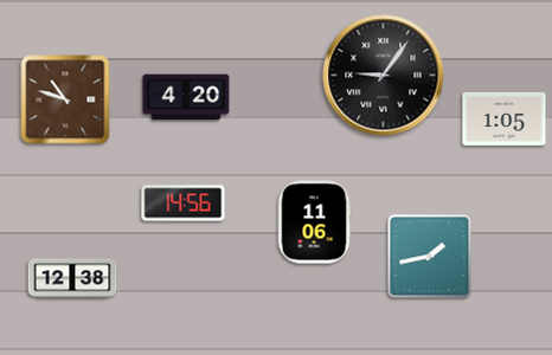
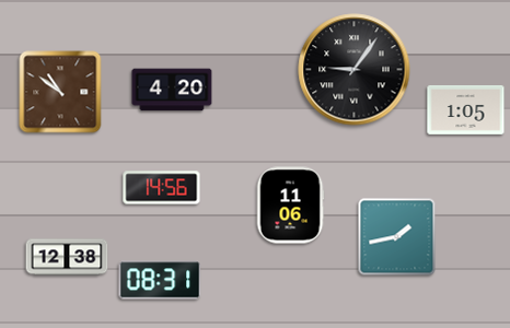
clock at (65, 99): 10:48 -> 10:51
clock at (184, 204) position: (184, 204) -> (162, 188)
clock at (160, 280): none -> 08:31
